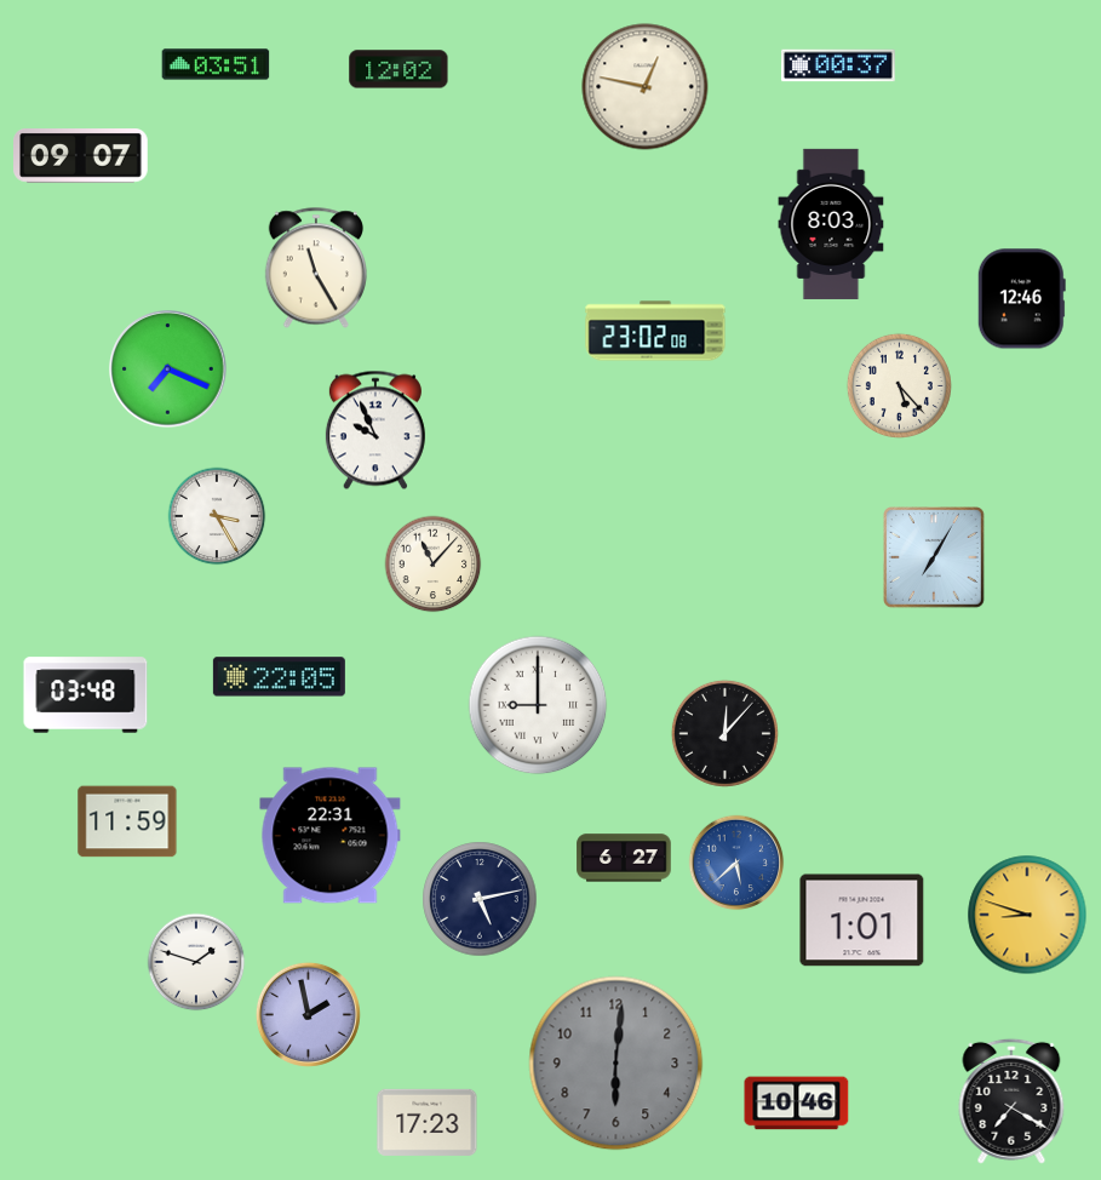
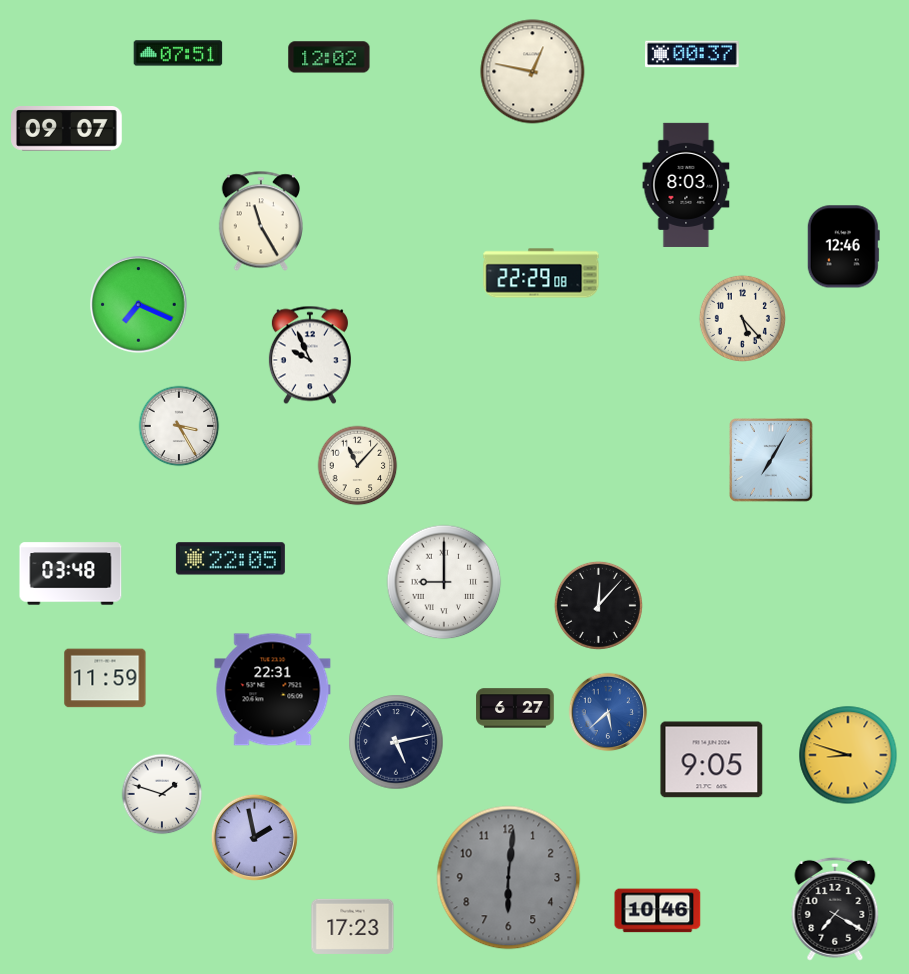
clock at (216, 64): 03:51 -> 07:51
clock at (655, 331): 23:02 -> 22:29
clock at (862, 921): 1:01 -> 9:05
